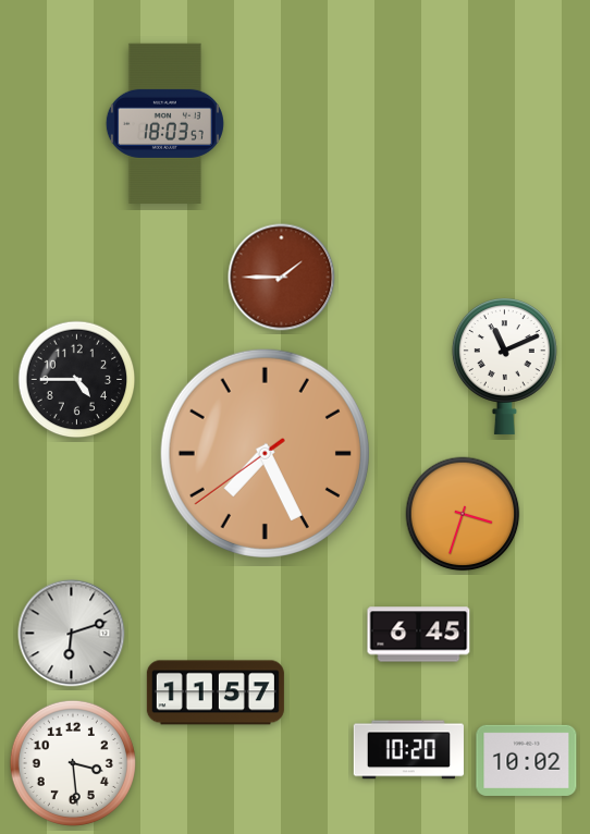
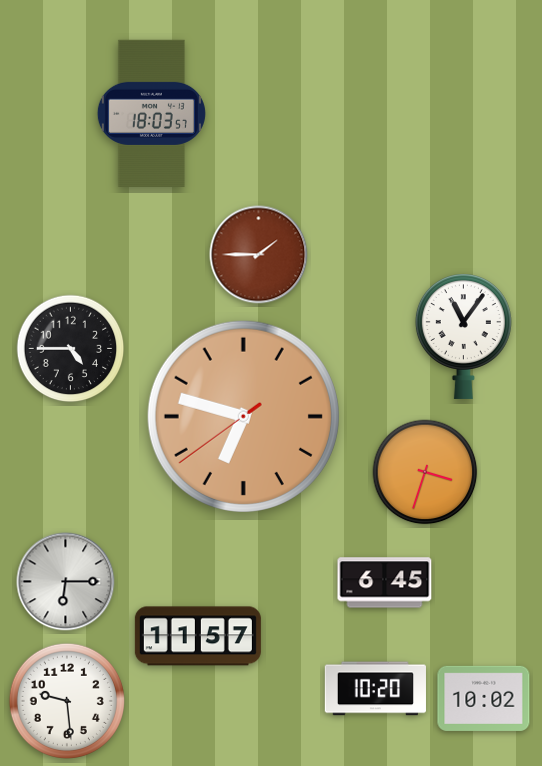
clock at (504, 367): 11:11 -> 11:06
clock at (265, 453): 7:25 -> 6:47
clock at (72, 634): 6:12 -> 6:15
clock at (73, 763): 3:29 -> 9:29
